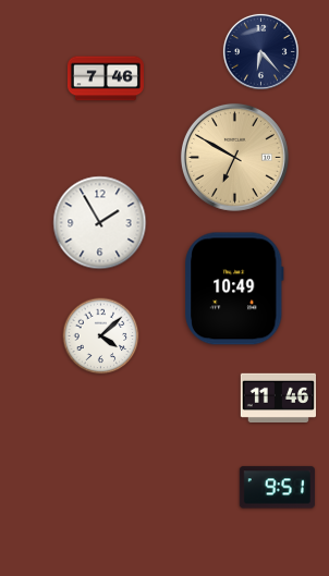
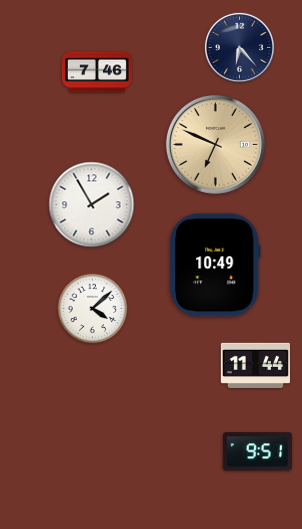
clock at (234, 157): 6:50 -> 6:49
clock at (278, 397): 11:46 -> 11:44
clock at (277, 488) position: (277, 488) -> (257, 452)
